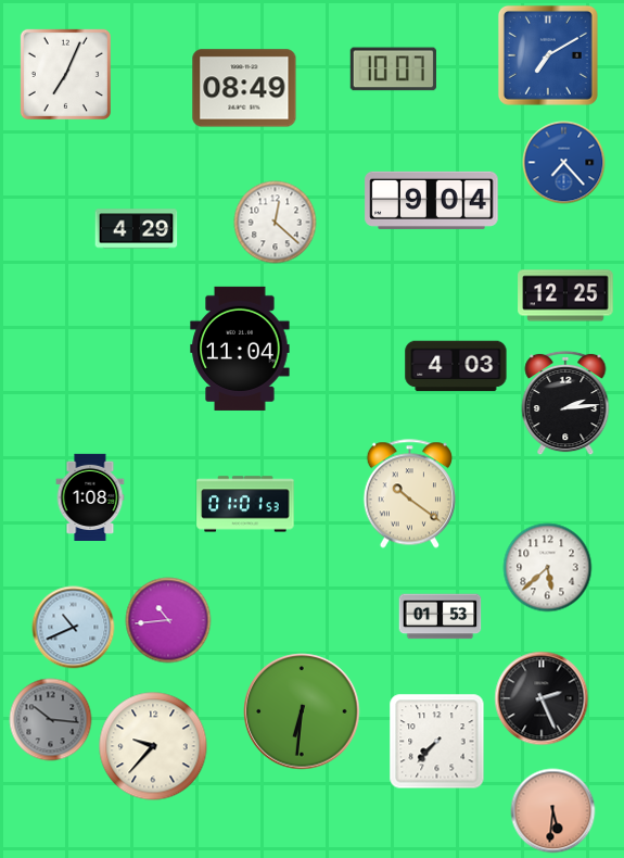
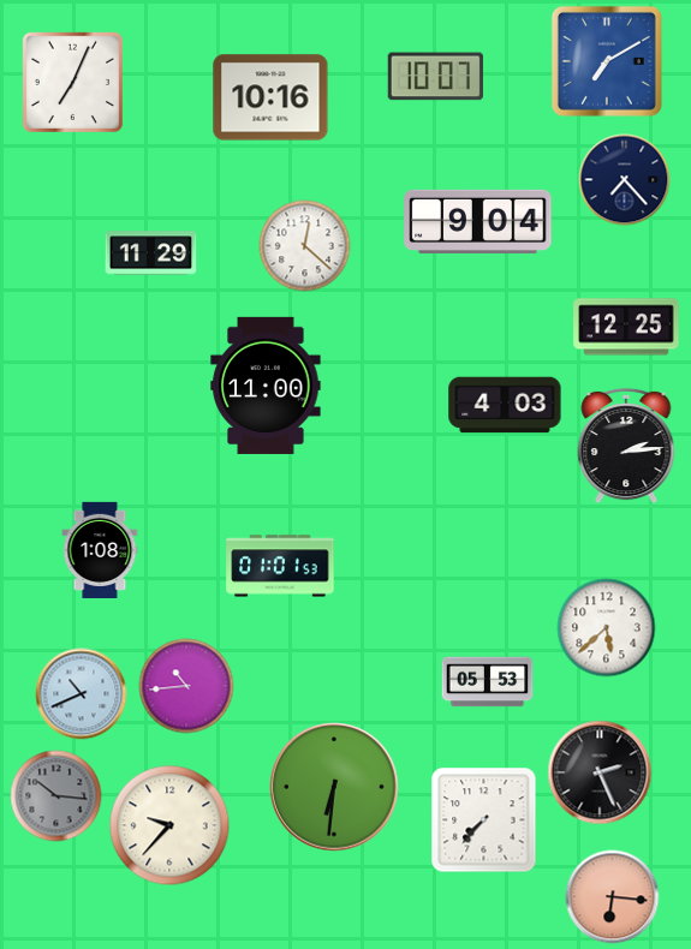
clock at (244, 88): 08:49 -> 10:16
clock at (564, 163) dial: blue -> navy
clock at (137, 229): 4:29 -> 11:29
clock at (240, 349): 11:04 -> 11:00
clock at (409, 494): 10:21 -> none
clock at (245, 504) position: (245, 504) -> (280, 566)
clock at (441, 617): 01:53 -> 05:53
clock at (553, 811): 5:31 -> 6:16
